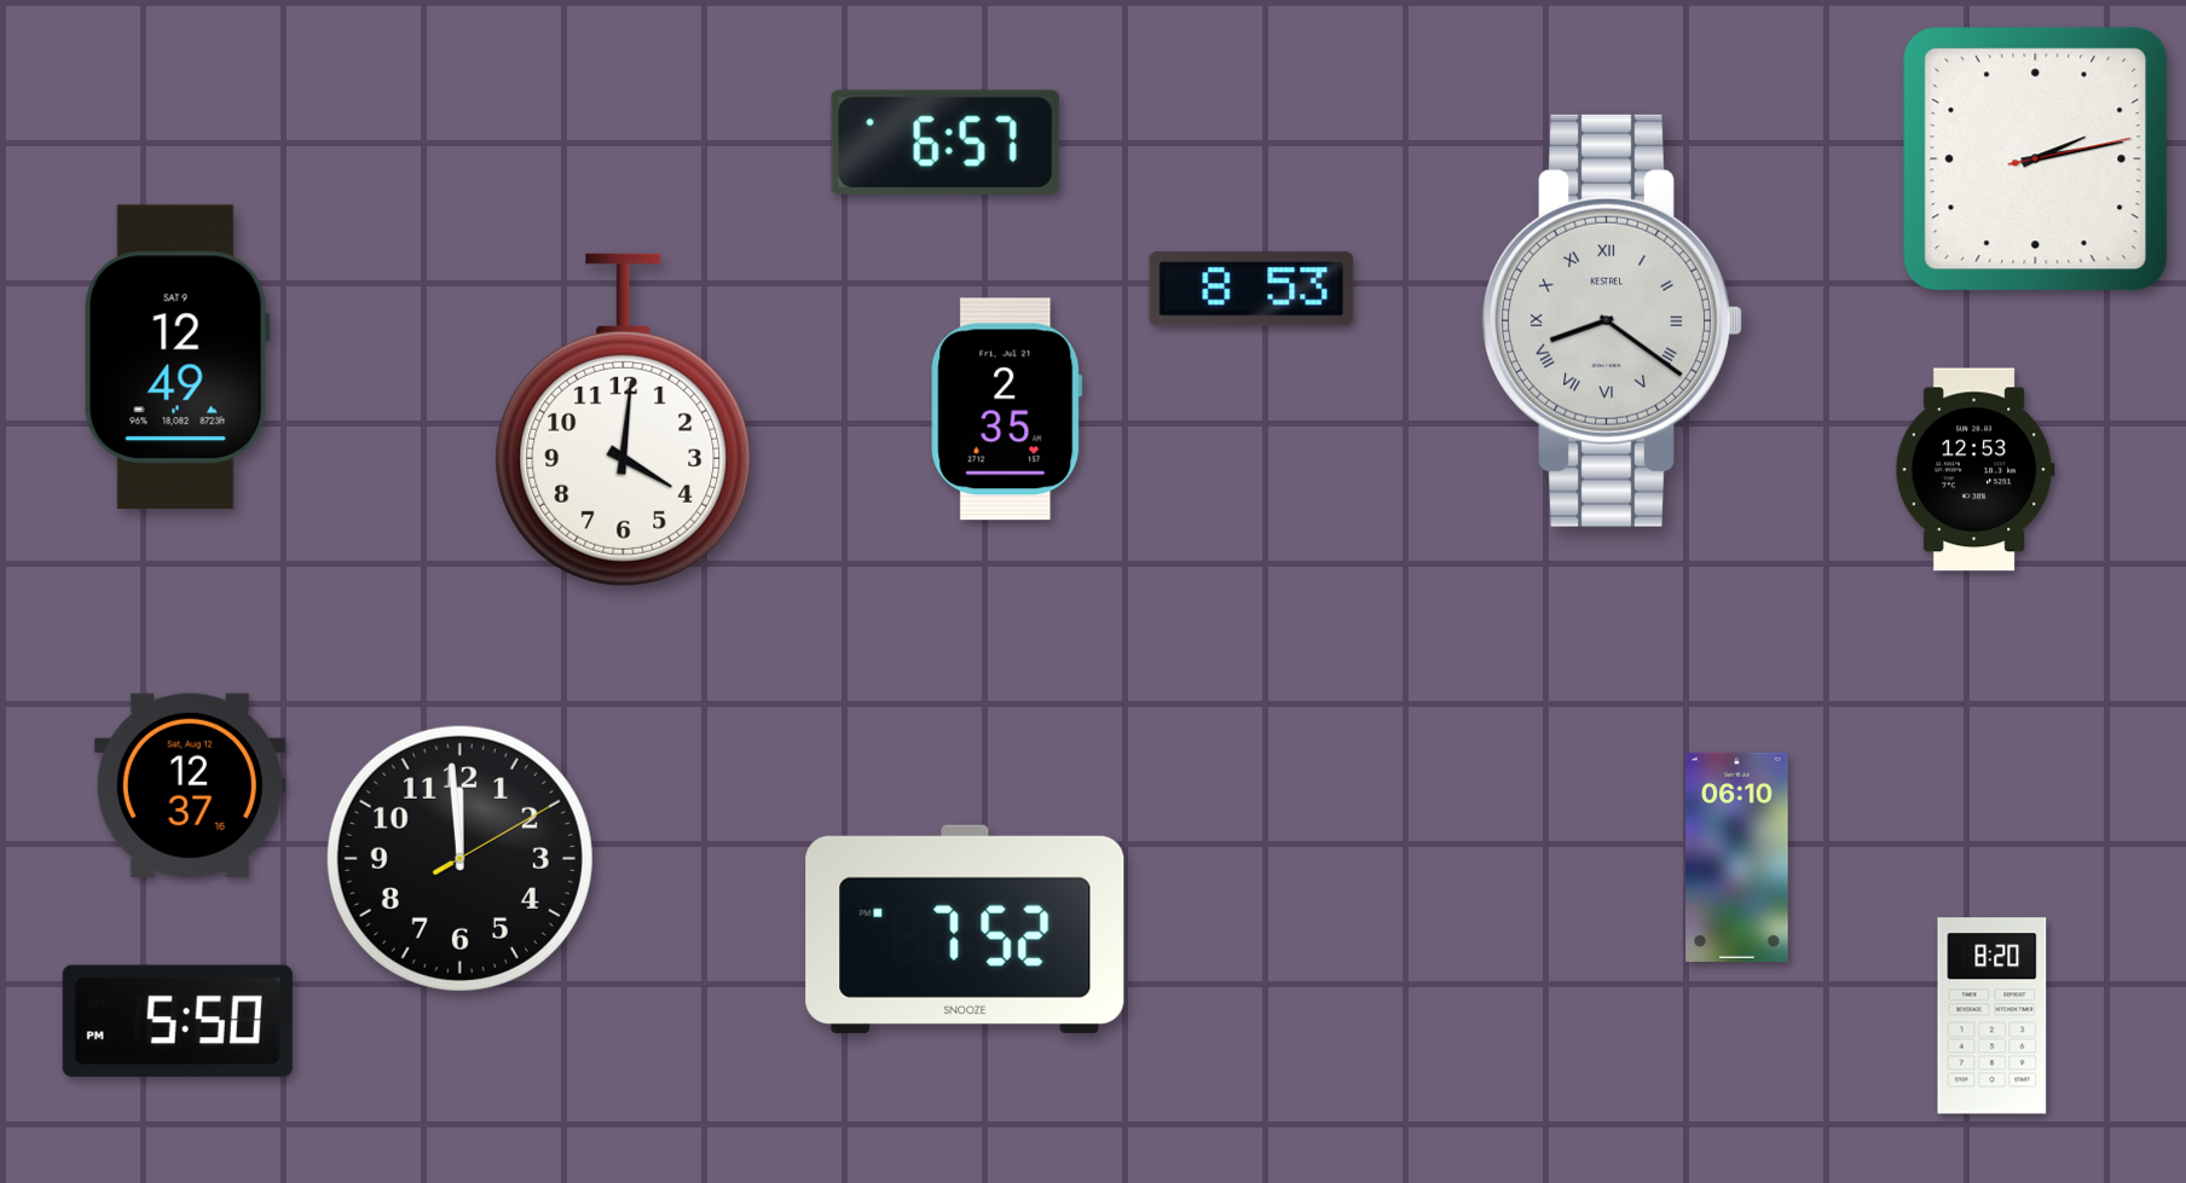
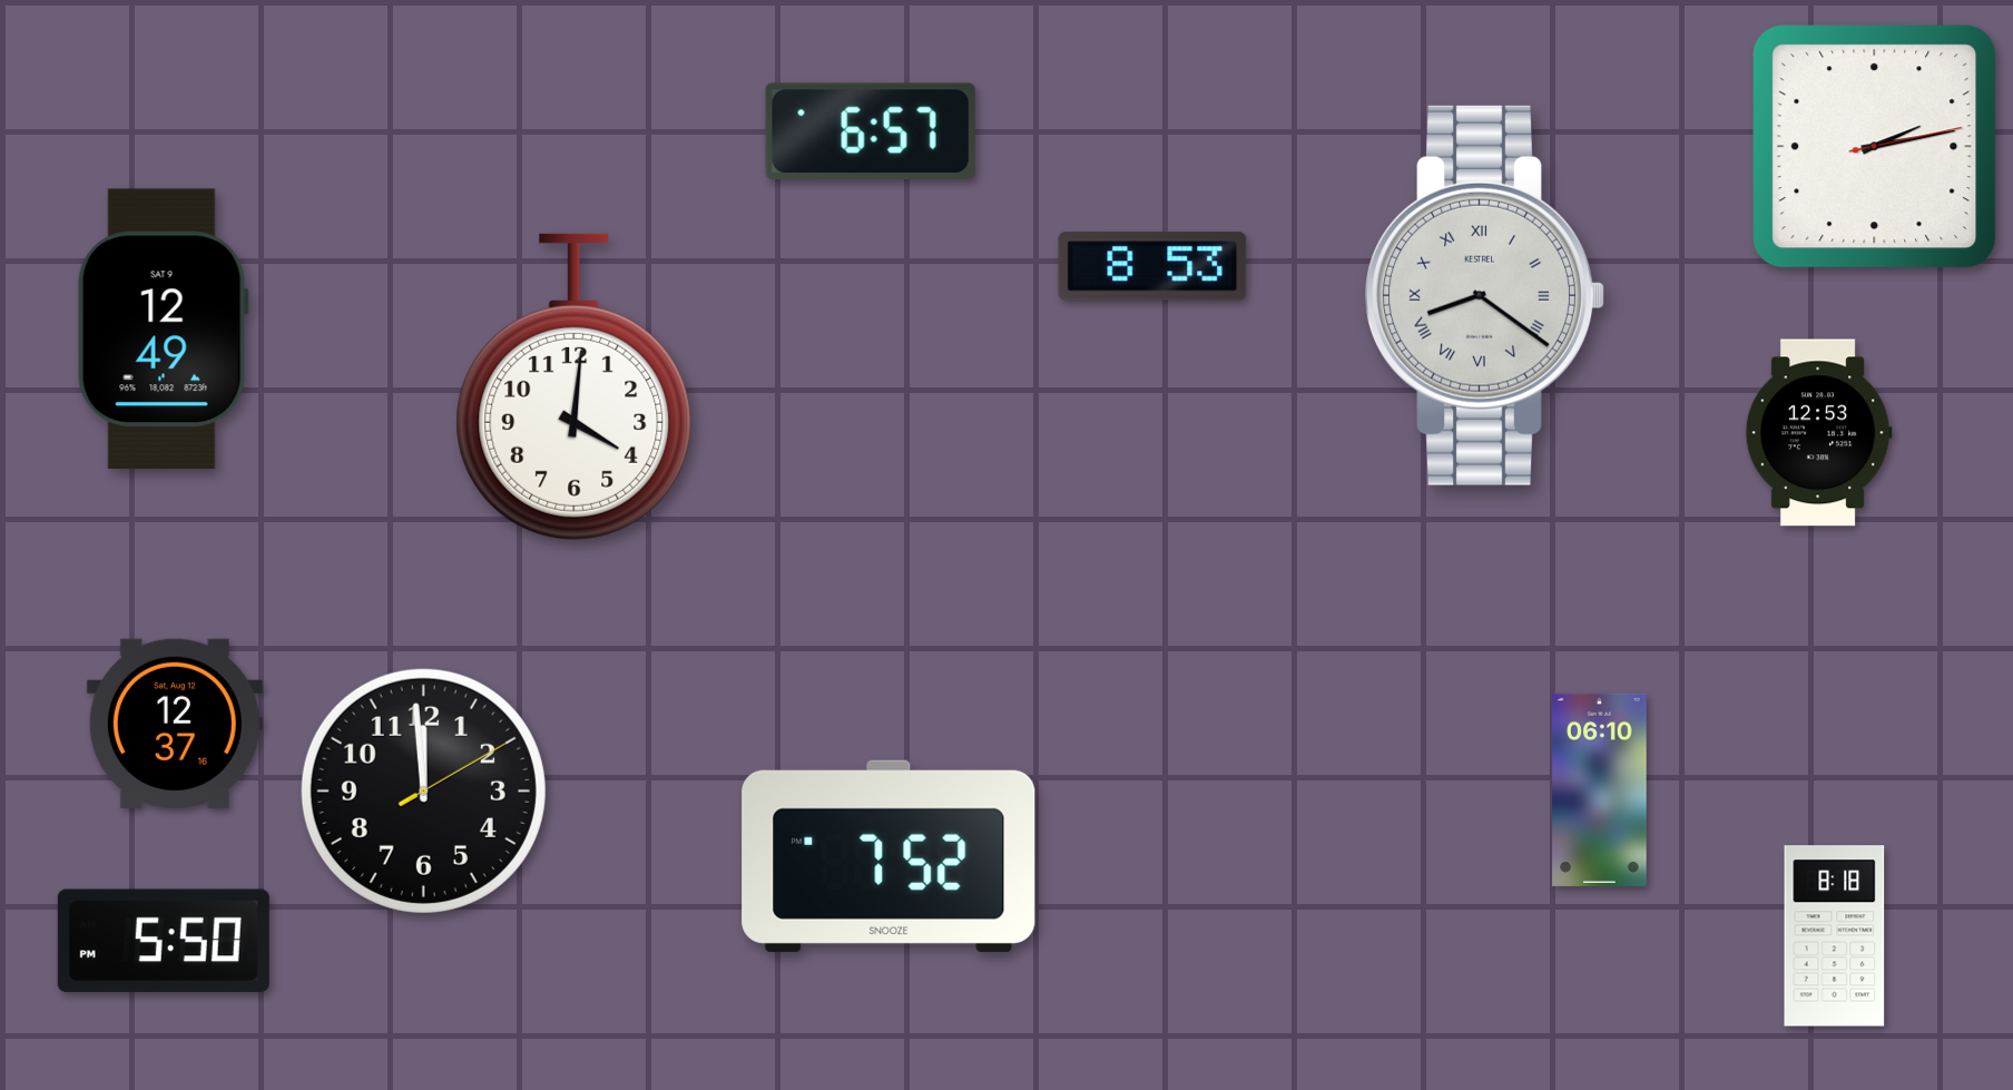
clock at (1007, 410): 2:35 -> none
clock at (1993, 1016): 8:20 -> 8:18
